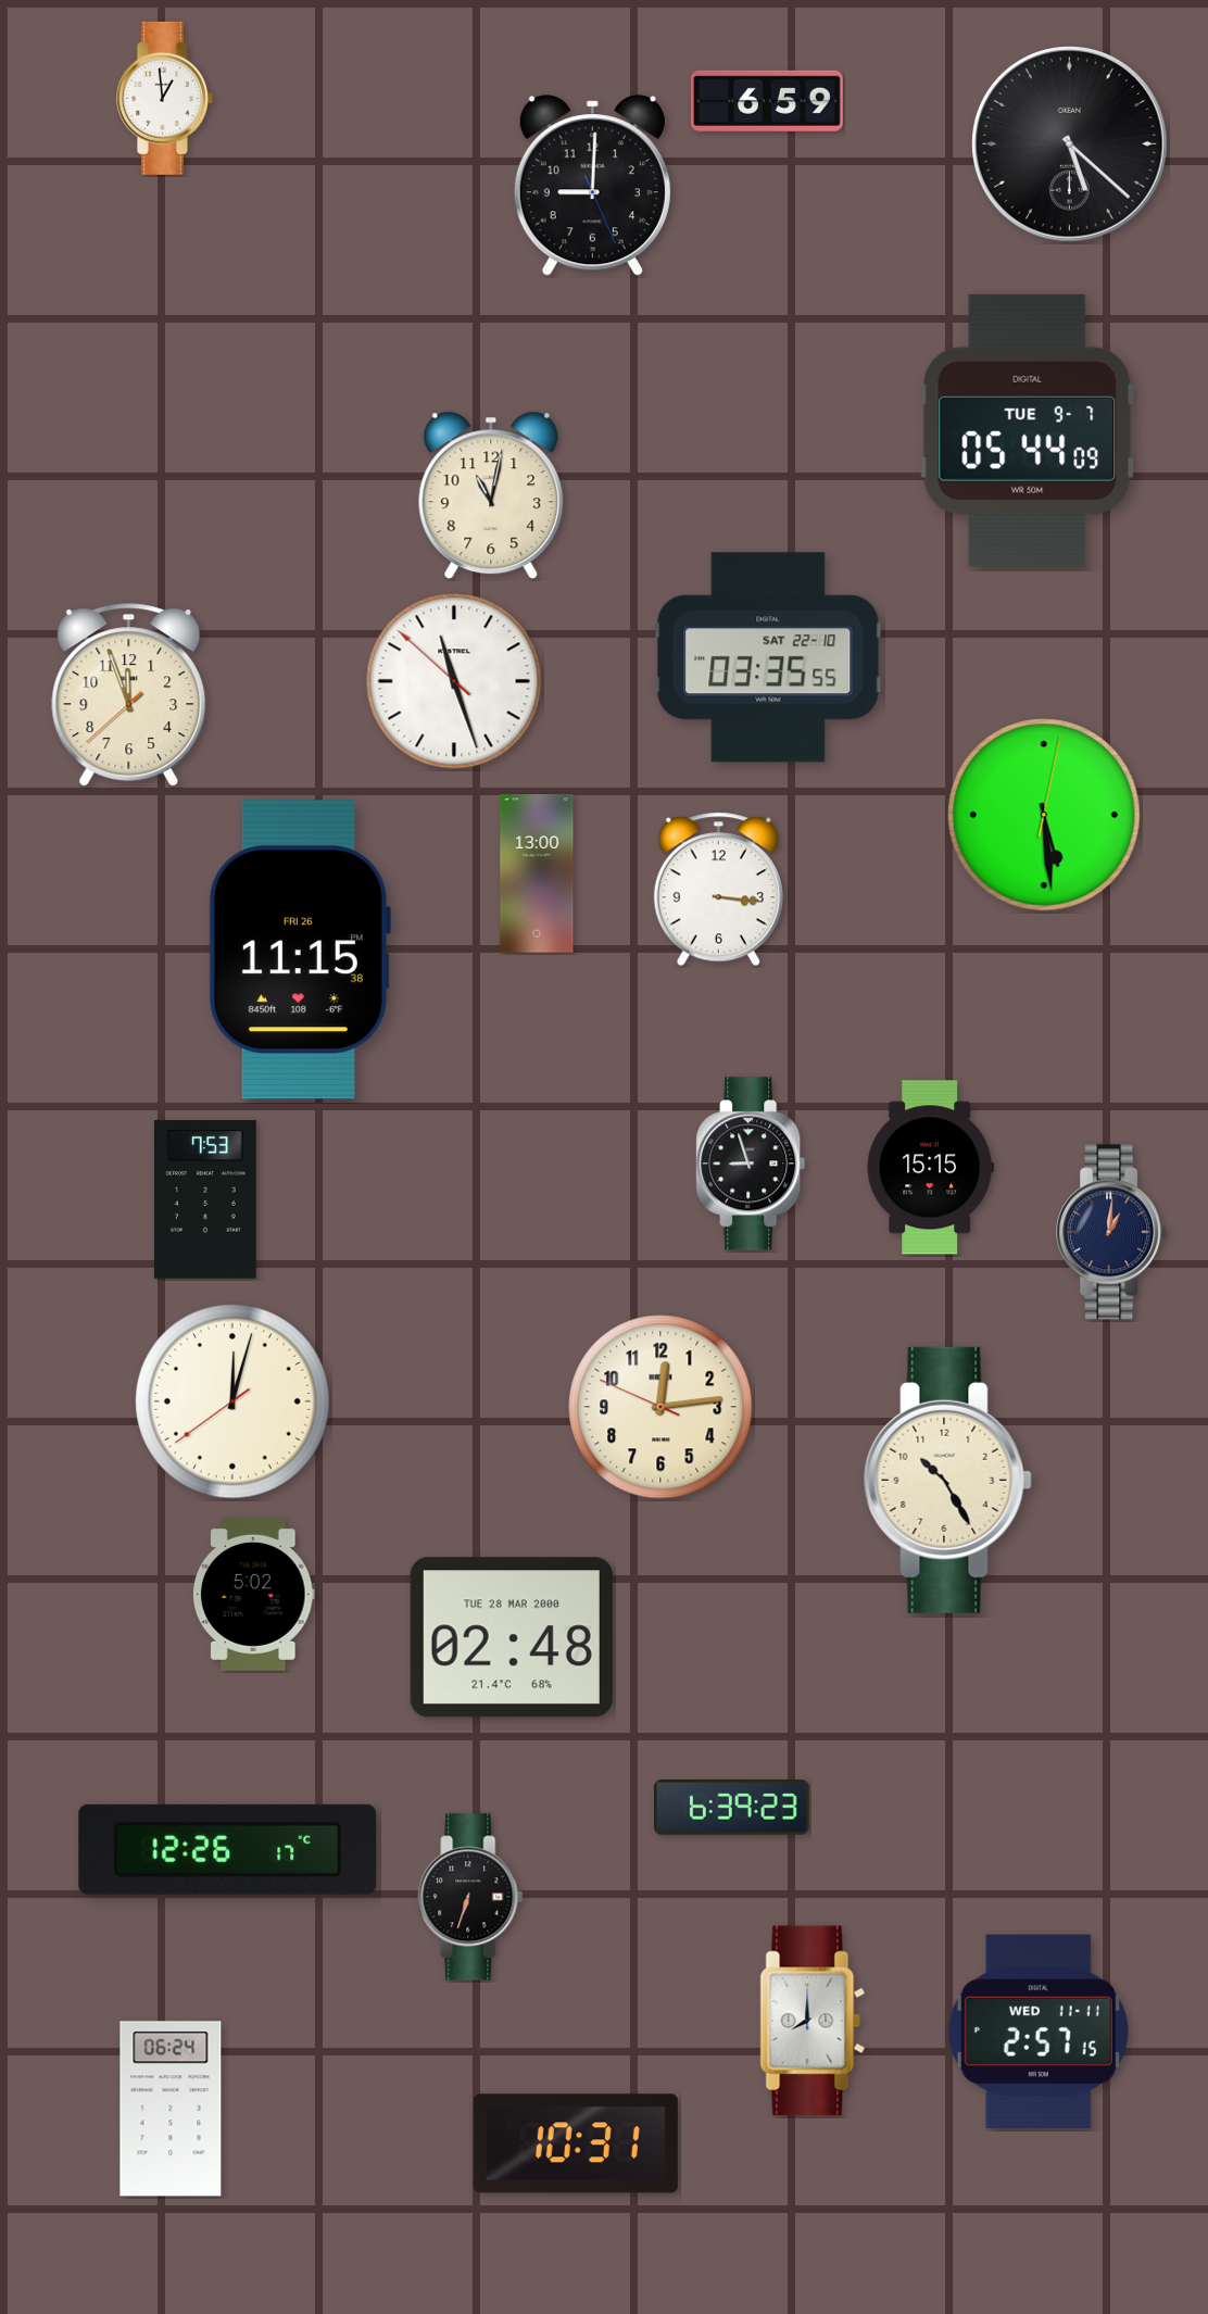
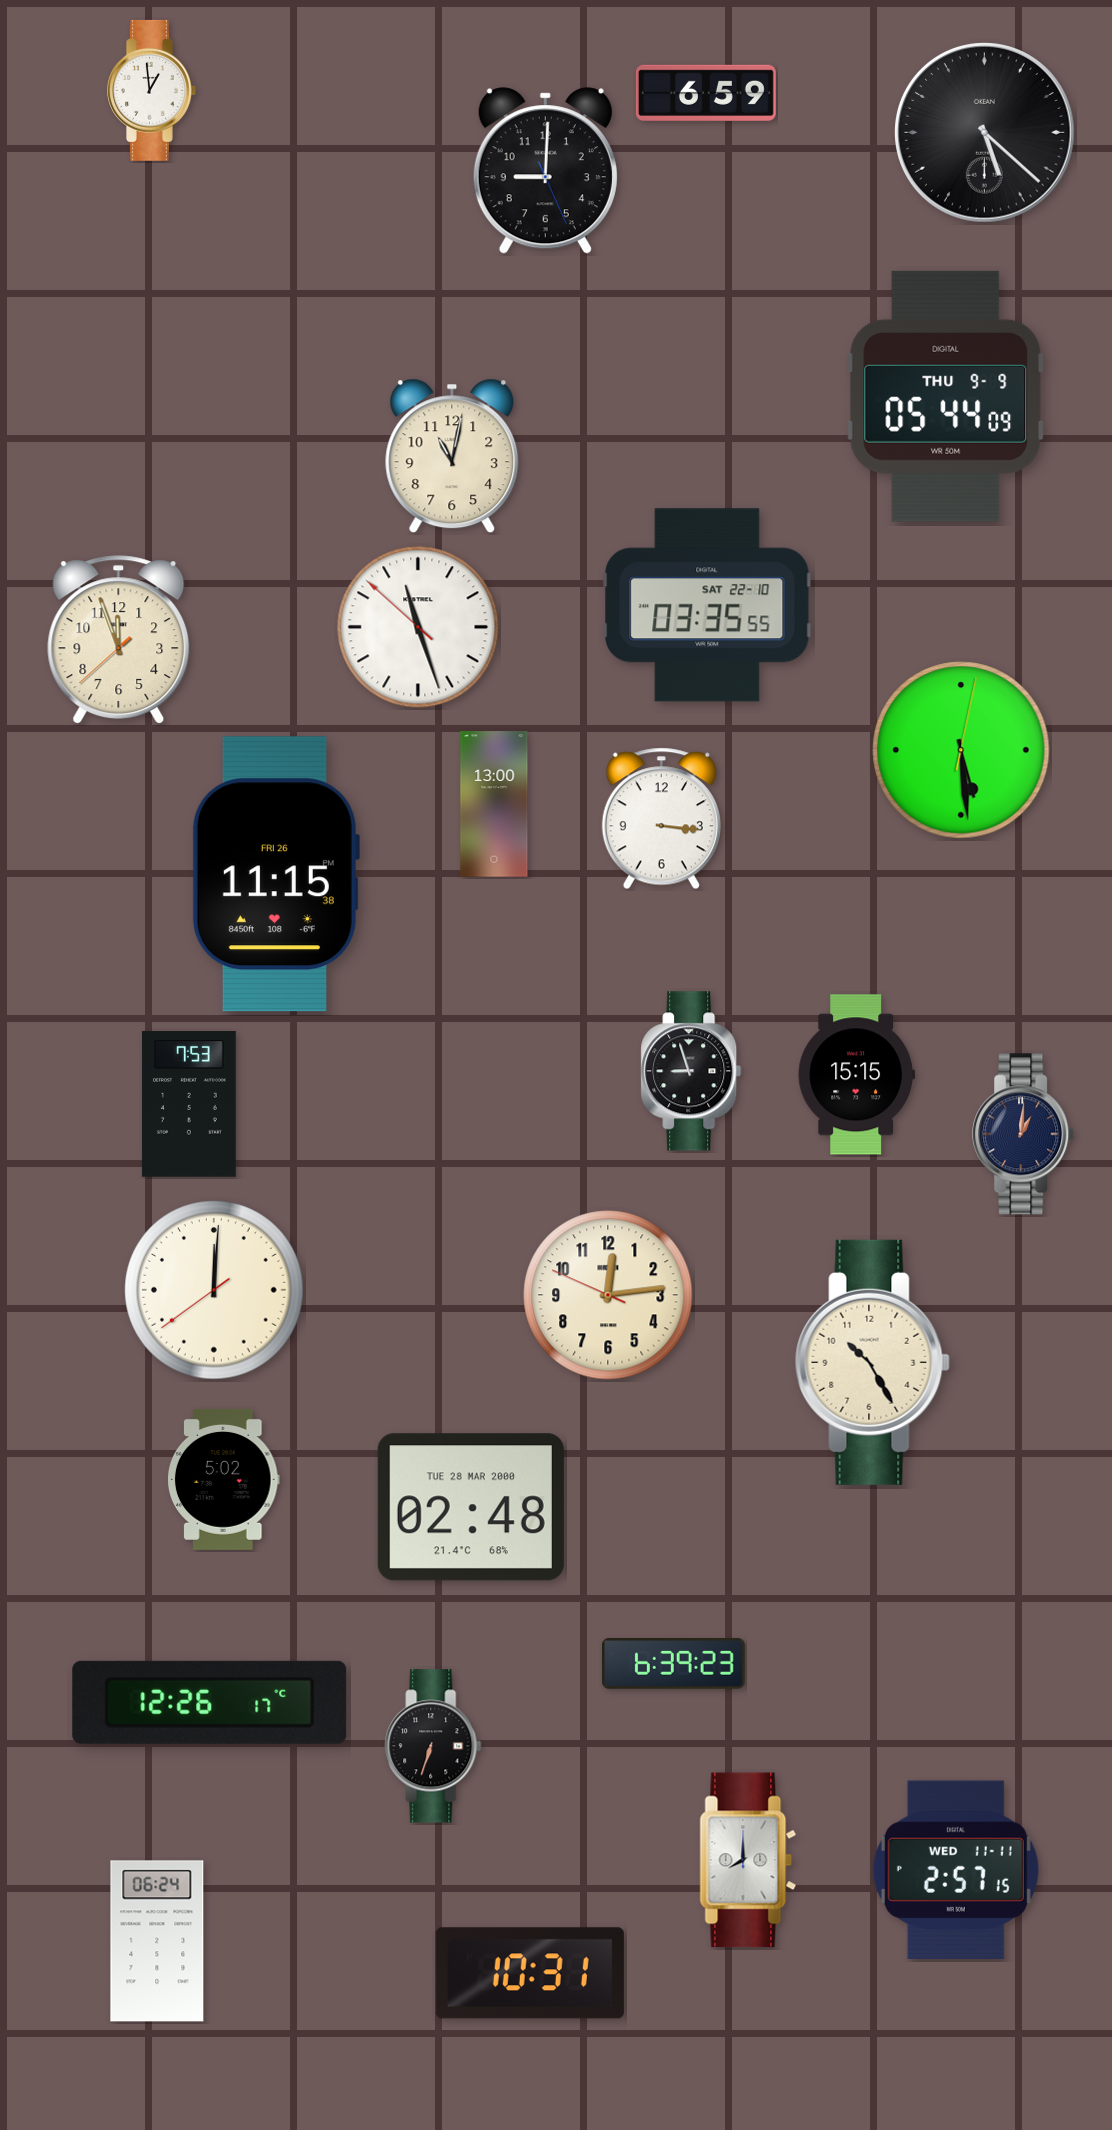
clock at (1028, 430) date: TUE 9-7 -> THU 9-9
clock at (232, 1401): 12:02 -> 12:00
clock at (253, 1594) position: (253, 1594) -> (223, 1479)
